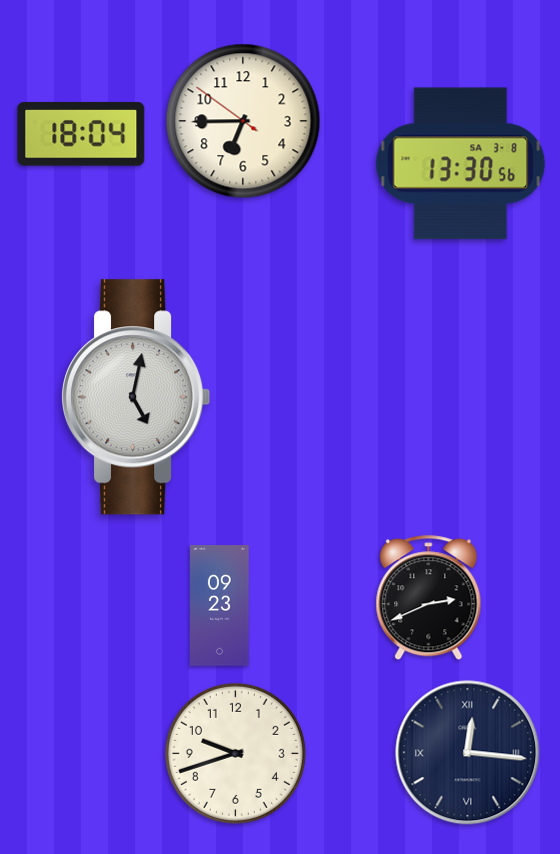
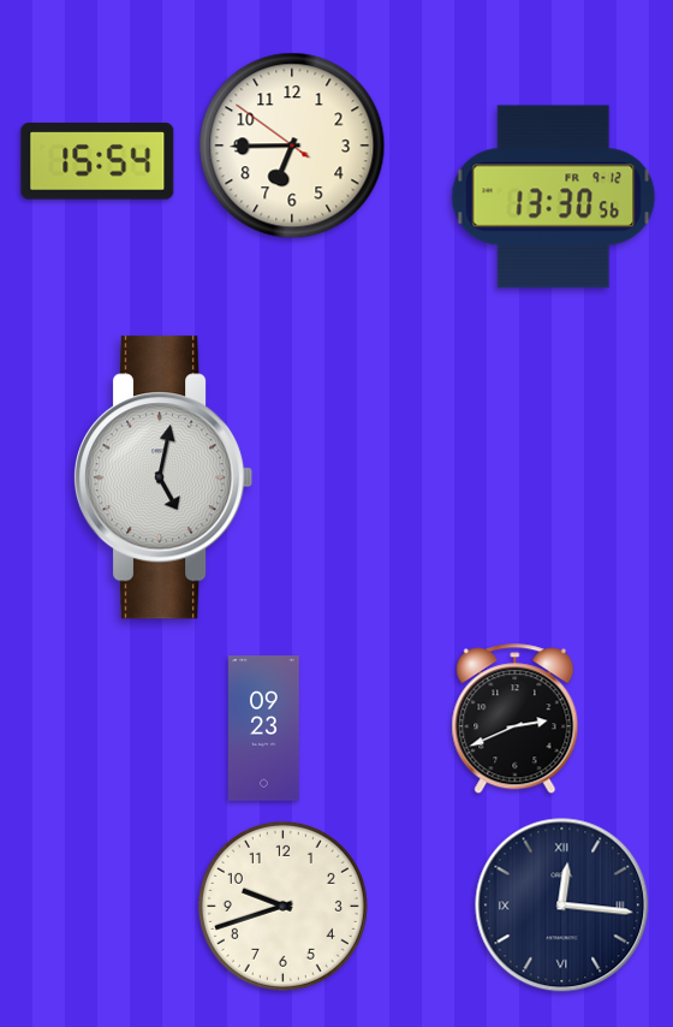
clock at (81, 135): 18:04 -> 15:54
clock at (461, 164) date: SA 3-8 -> FR 9-12
